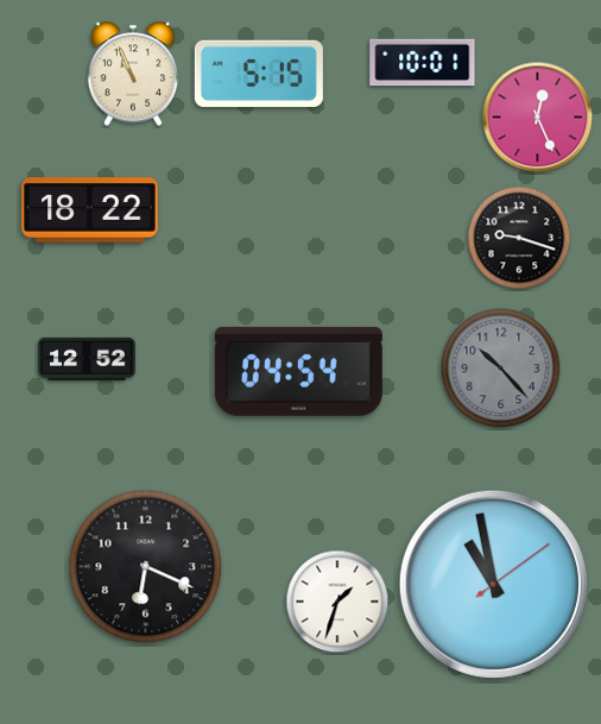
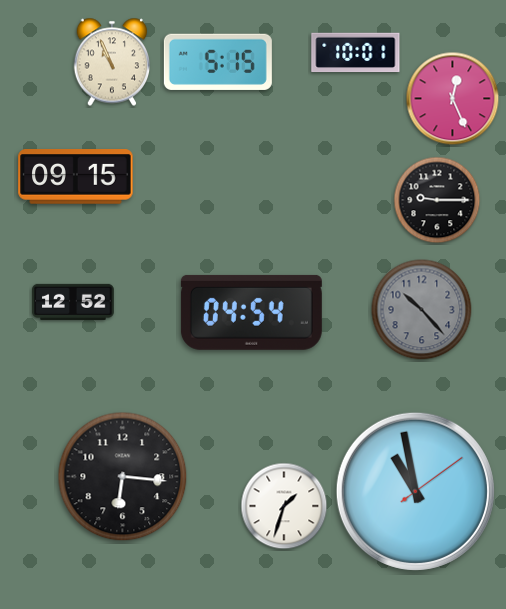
clock at (90, 210): 18:22 -> 09:15
clock at (519, 238): 9:18 -> 9:15
clock at (146, 567): 6:19 -> 6:16
